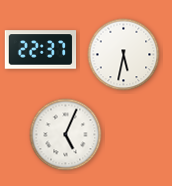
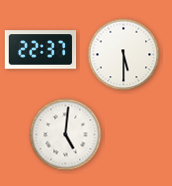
clock at (124, 55): 5:32 -> 5:30
clock at (66, 135): 5:04 -> 5:01
